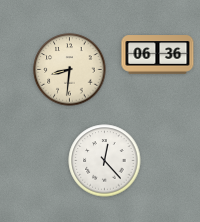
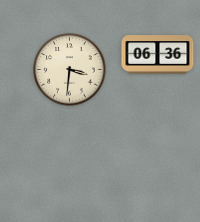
clock at (70, 70): 8:31 -> 3:31
clock at (105, 161): 12:23 -> none
